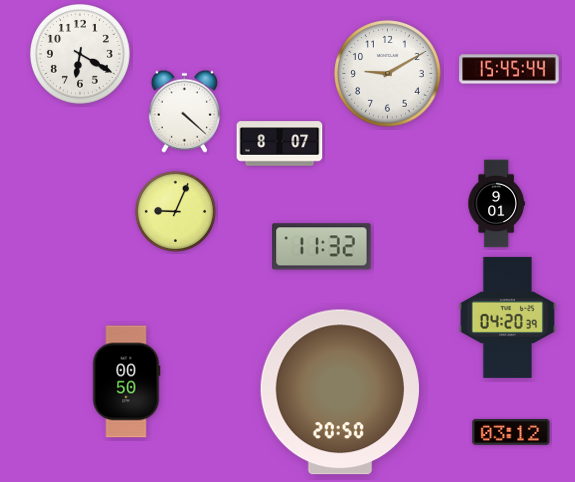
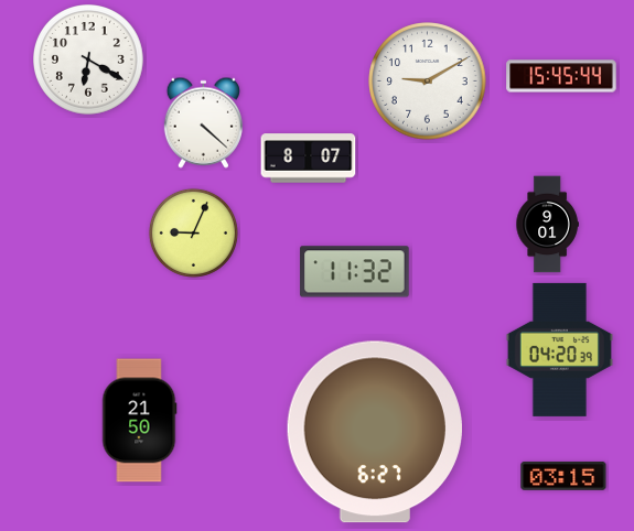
clock at (126, 382): 00:50 -> 21:50
clock at (340, 392): 20:50 -> 6:27
clock at (511, 432): 03:12 -> 03:15
